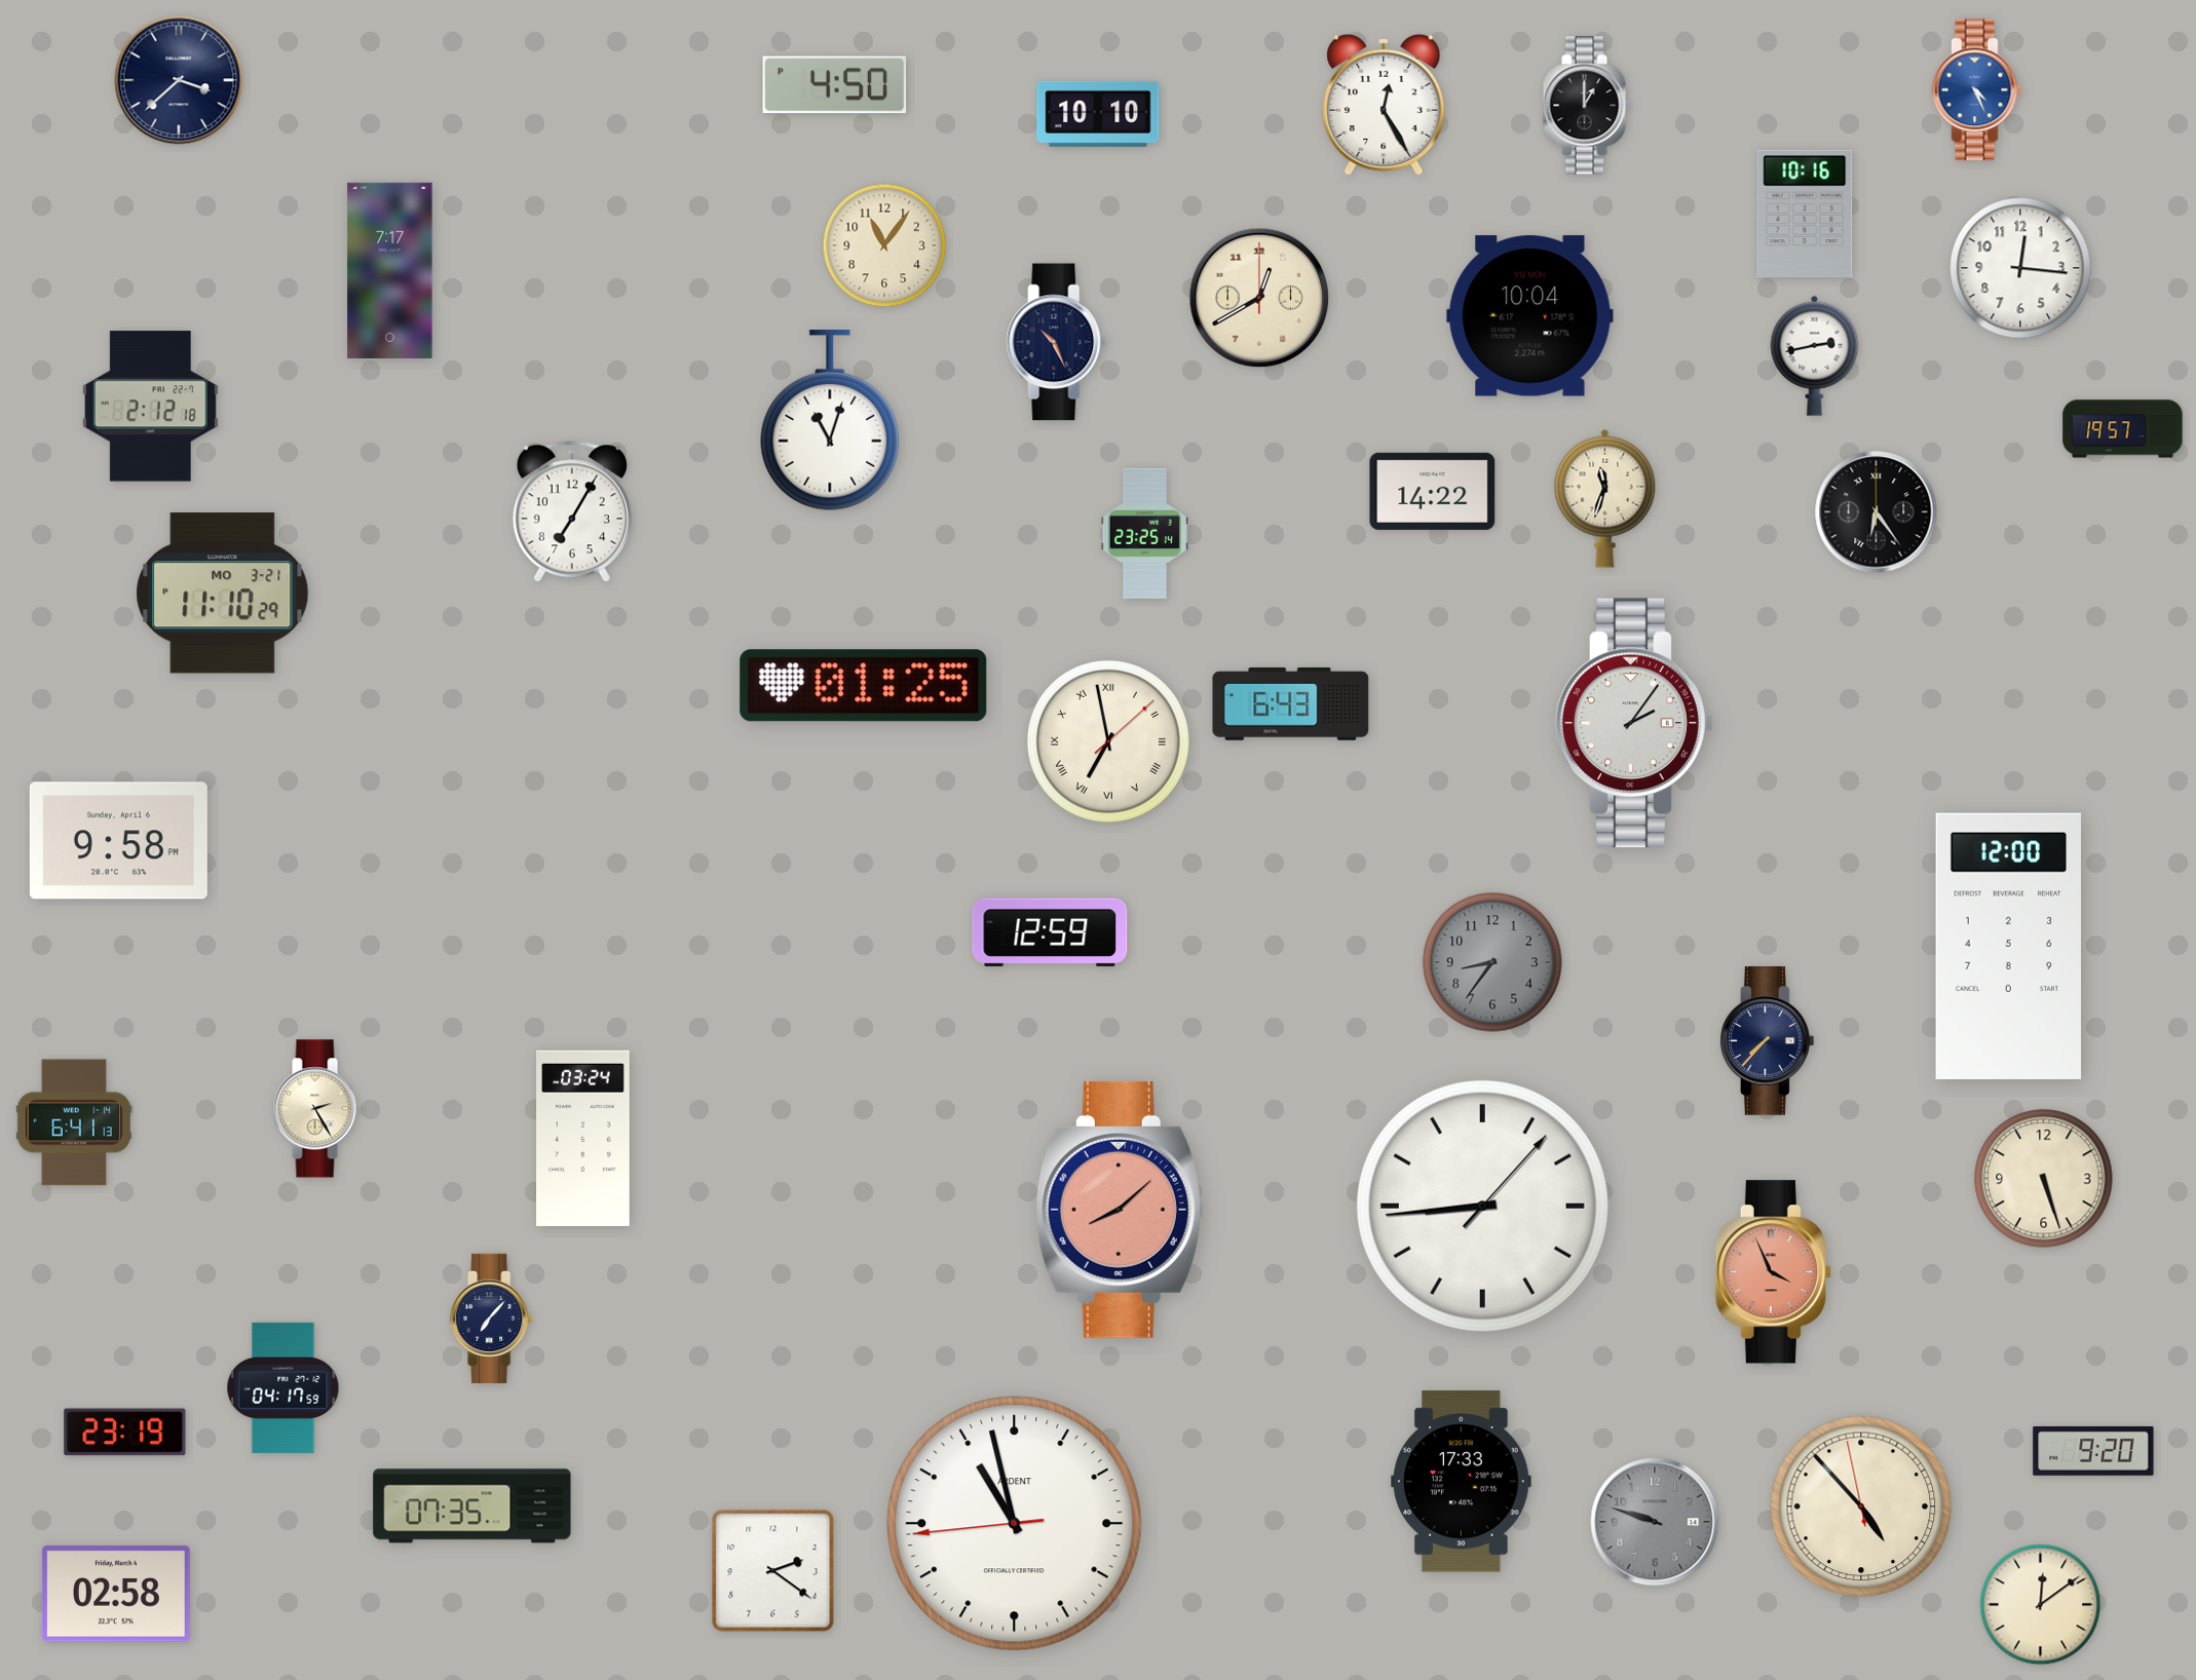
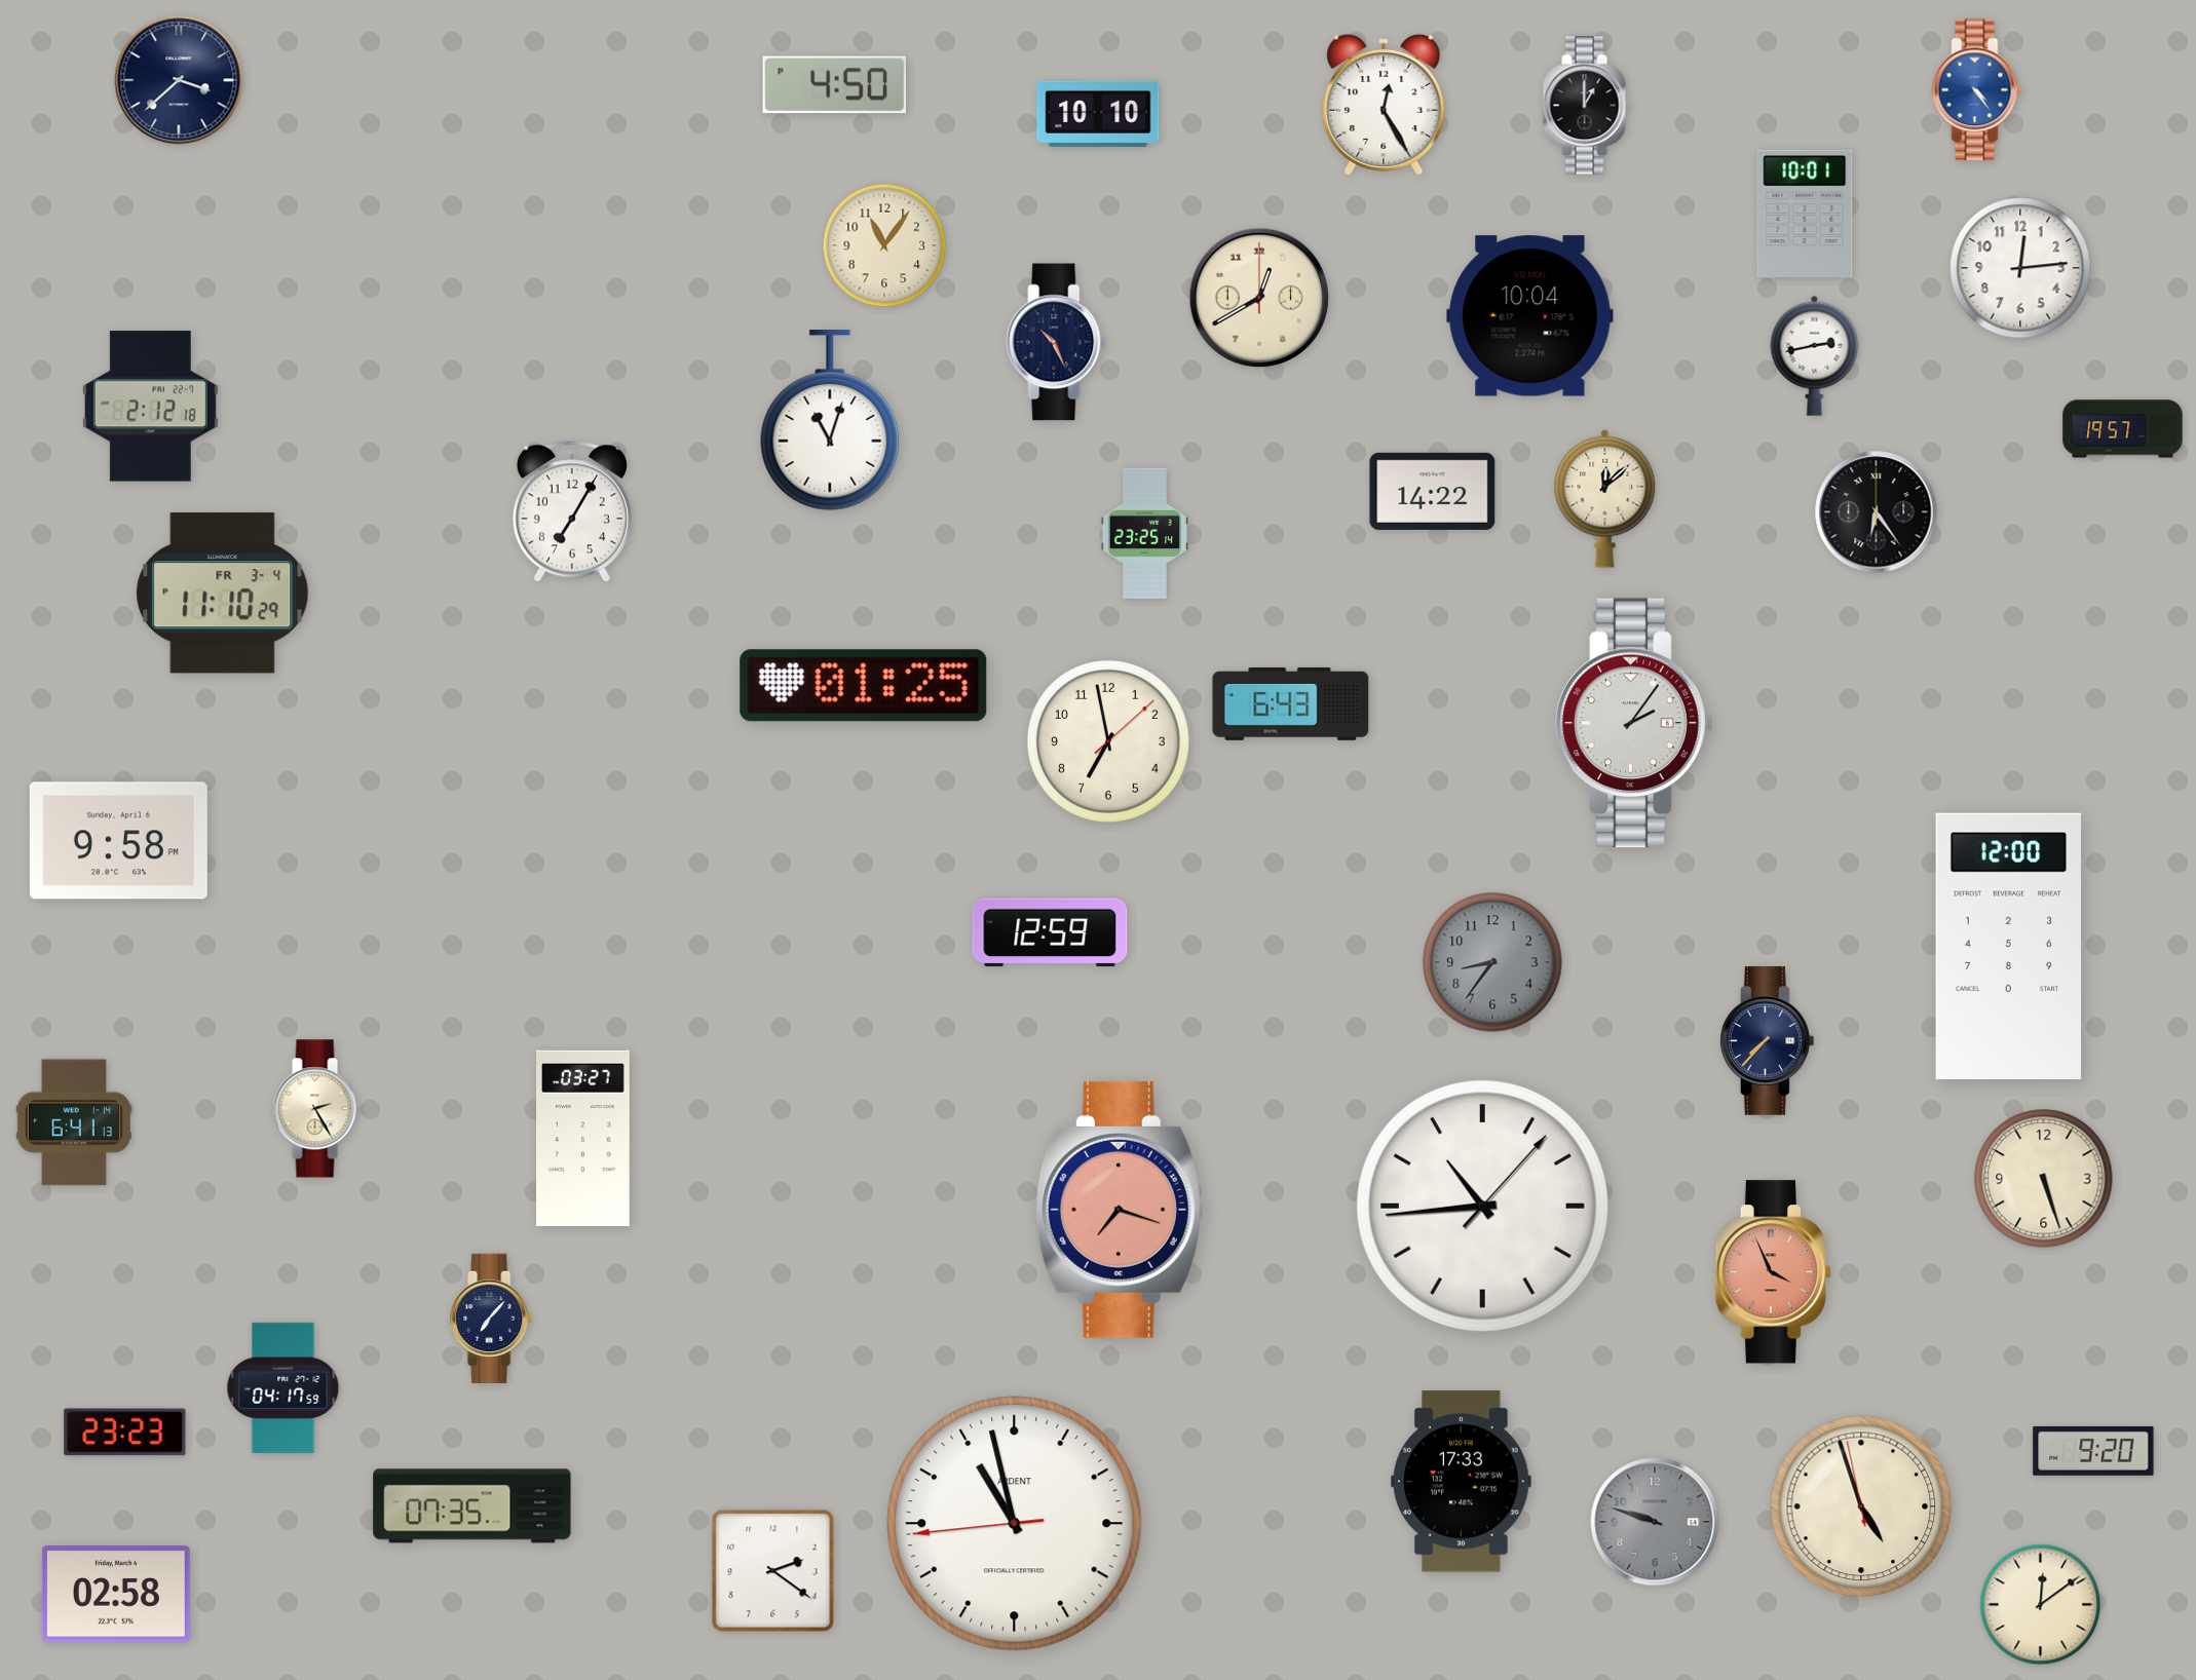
clock at (1977, 90): 4:26 -> 4:24
clock at (1805, 214): 10:16 -> 10:01
clock at (2020, 268): 12:16 -> 12:14
clock at (390, 270): 7:17 -> none
clock at (1605, 498): 11:33 -> 12:08
clock at (223, 594) date: MO 3-21 -> FR 3-4
clock at (1108, 741) numerals: Roman -> Arabic
clock at (583, 1138): 03:24 -> 03:27
clock at (1482, 1206): 8:44 -> 10:44
clock at (1120, 1210): 8:08 -> 7:18
clock at (125, 1433): 23:19 -> 23:23
clock at (1861, 1506): 4:52 -> 4:56
